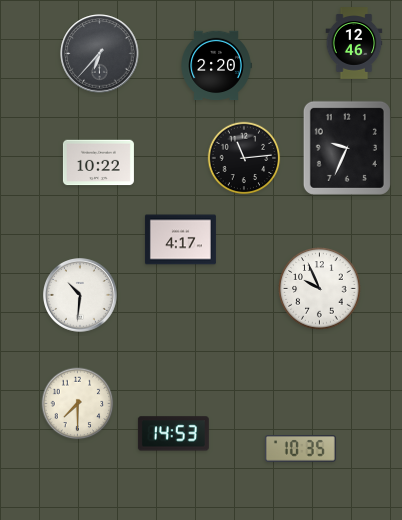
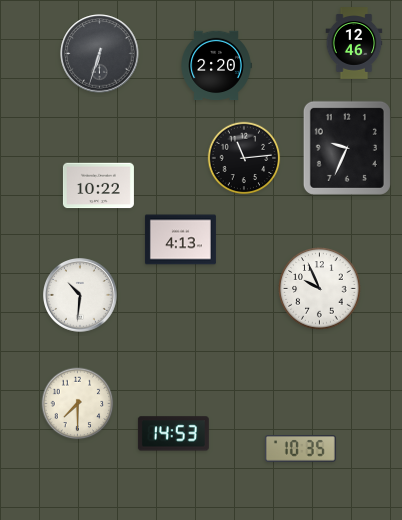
clock at (100, 54): 6:37 -> 6:33
clock at (98, 163) position: (98, 163) -> (98, 186)
clock at (180, 240): 4:17 -> 4:13
